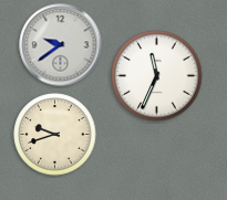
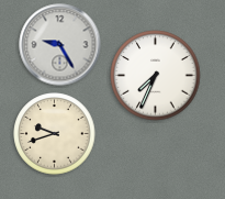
clock at (61, 45): 9:39 -> 9:25
clock at (157, 76): 11:34 -> 7:34
